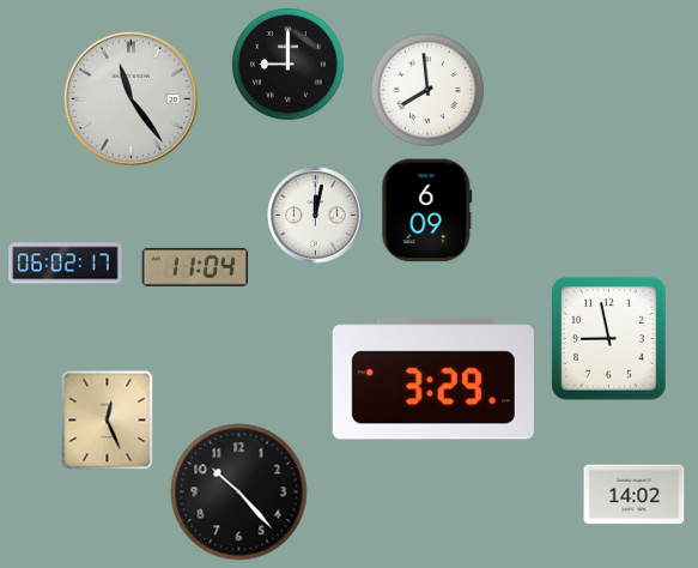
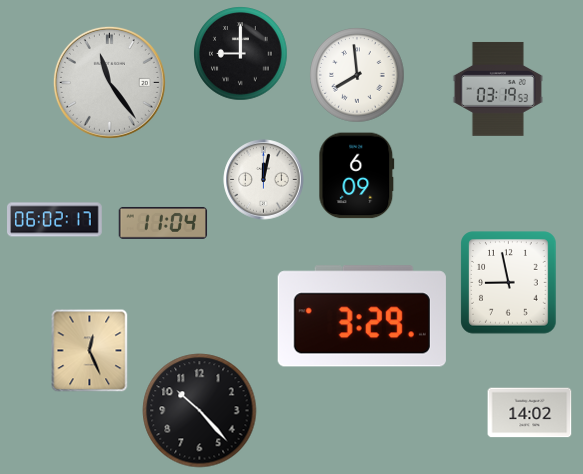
clock at (498, 89): none -> 03:19
